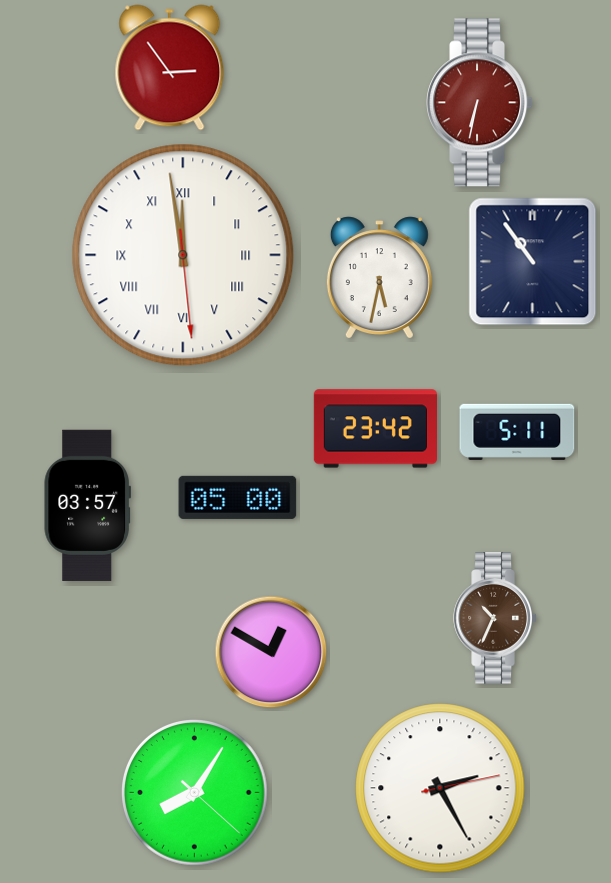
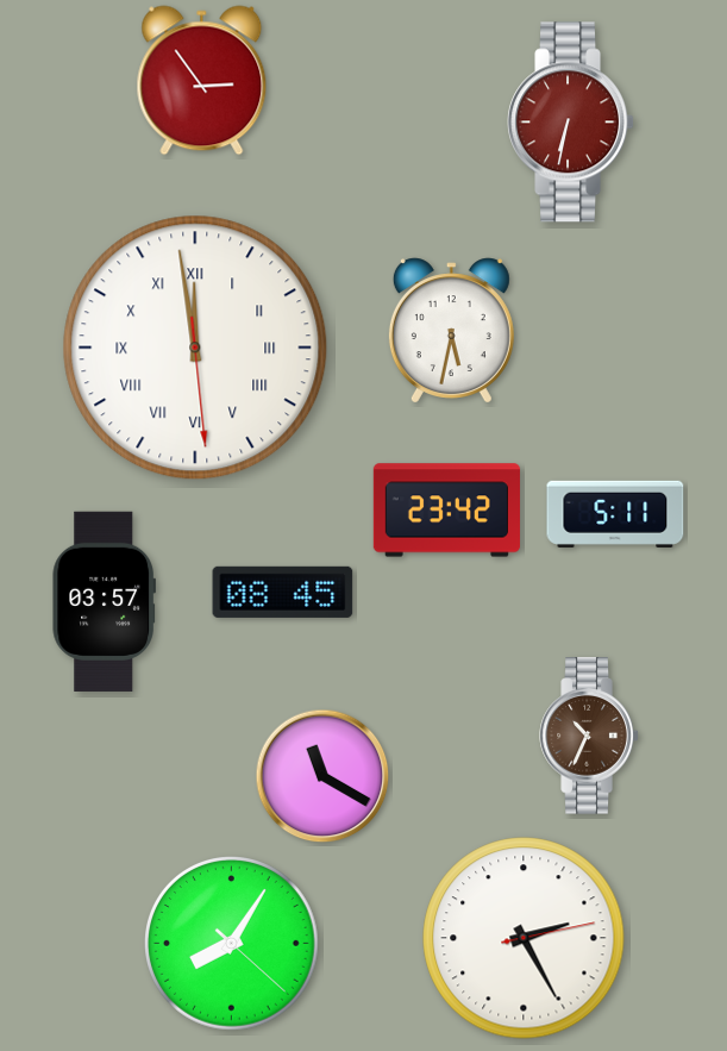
clock at (183, 255) position: (183, 255) -> (195, 348)
clock at (533, 262): 10:54 -> none
clock at (238, 497): 05:00 -> 08:45
clock at (271, 652): 12:50 -> 11:20
